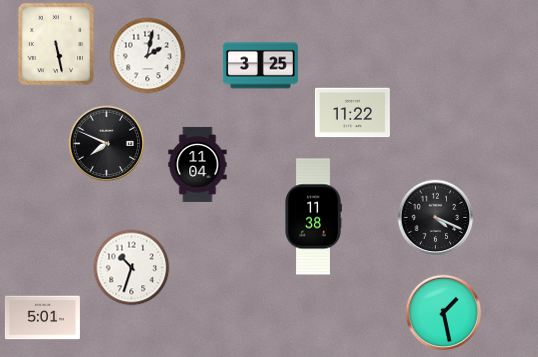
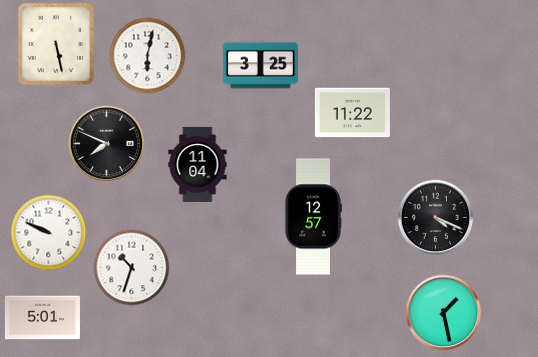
clock at (148, 56): 2:02 -> 6:02
clock at (313, 217): 11:38 -> 12:57
clock at (49, 233): none -> 9:49
